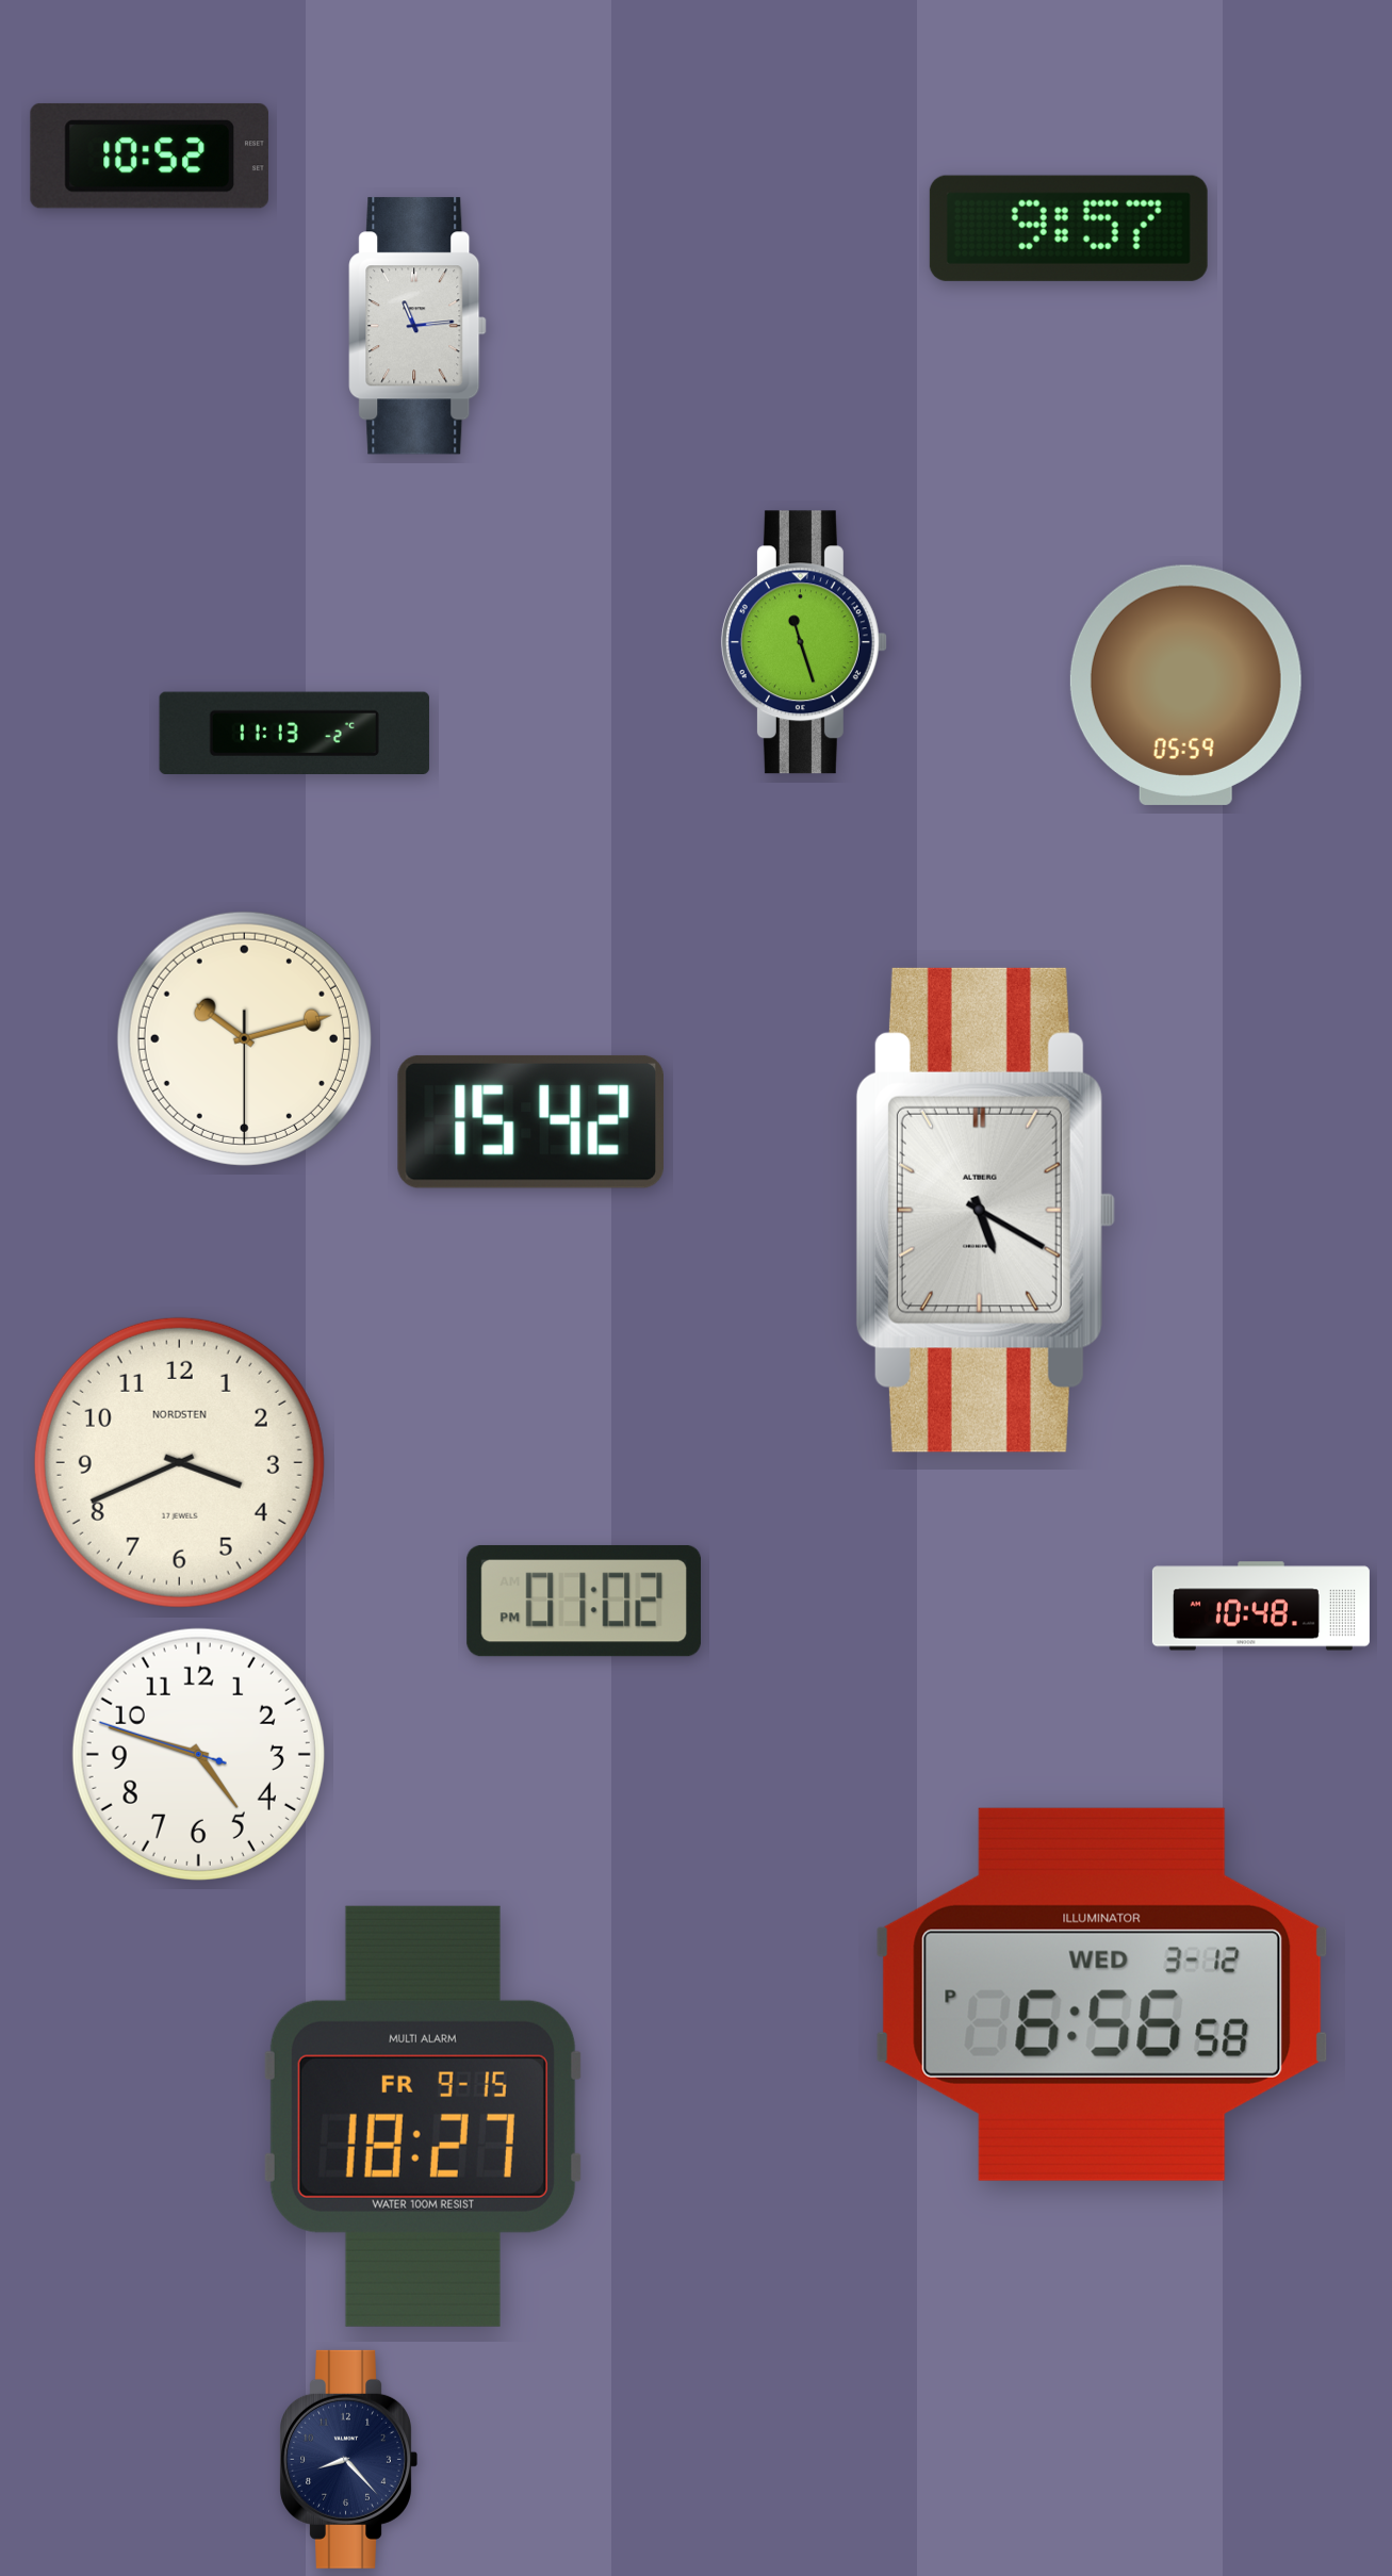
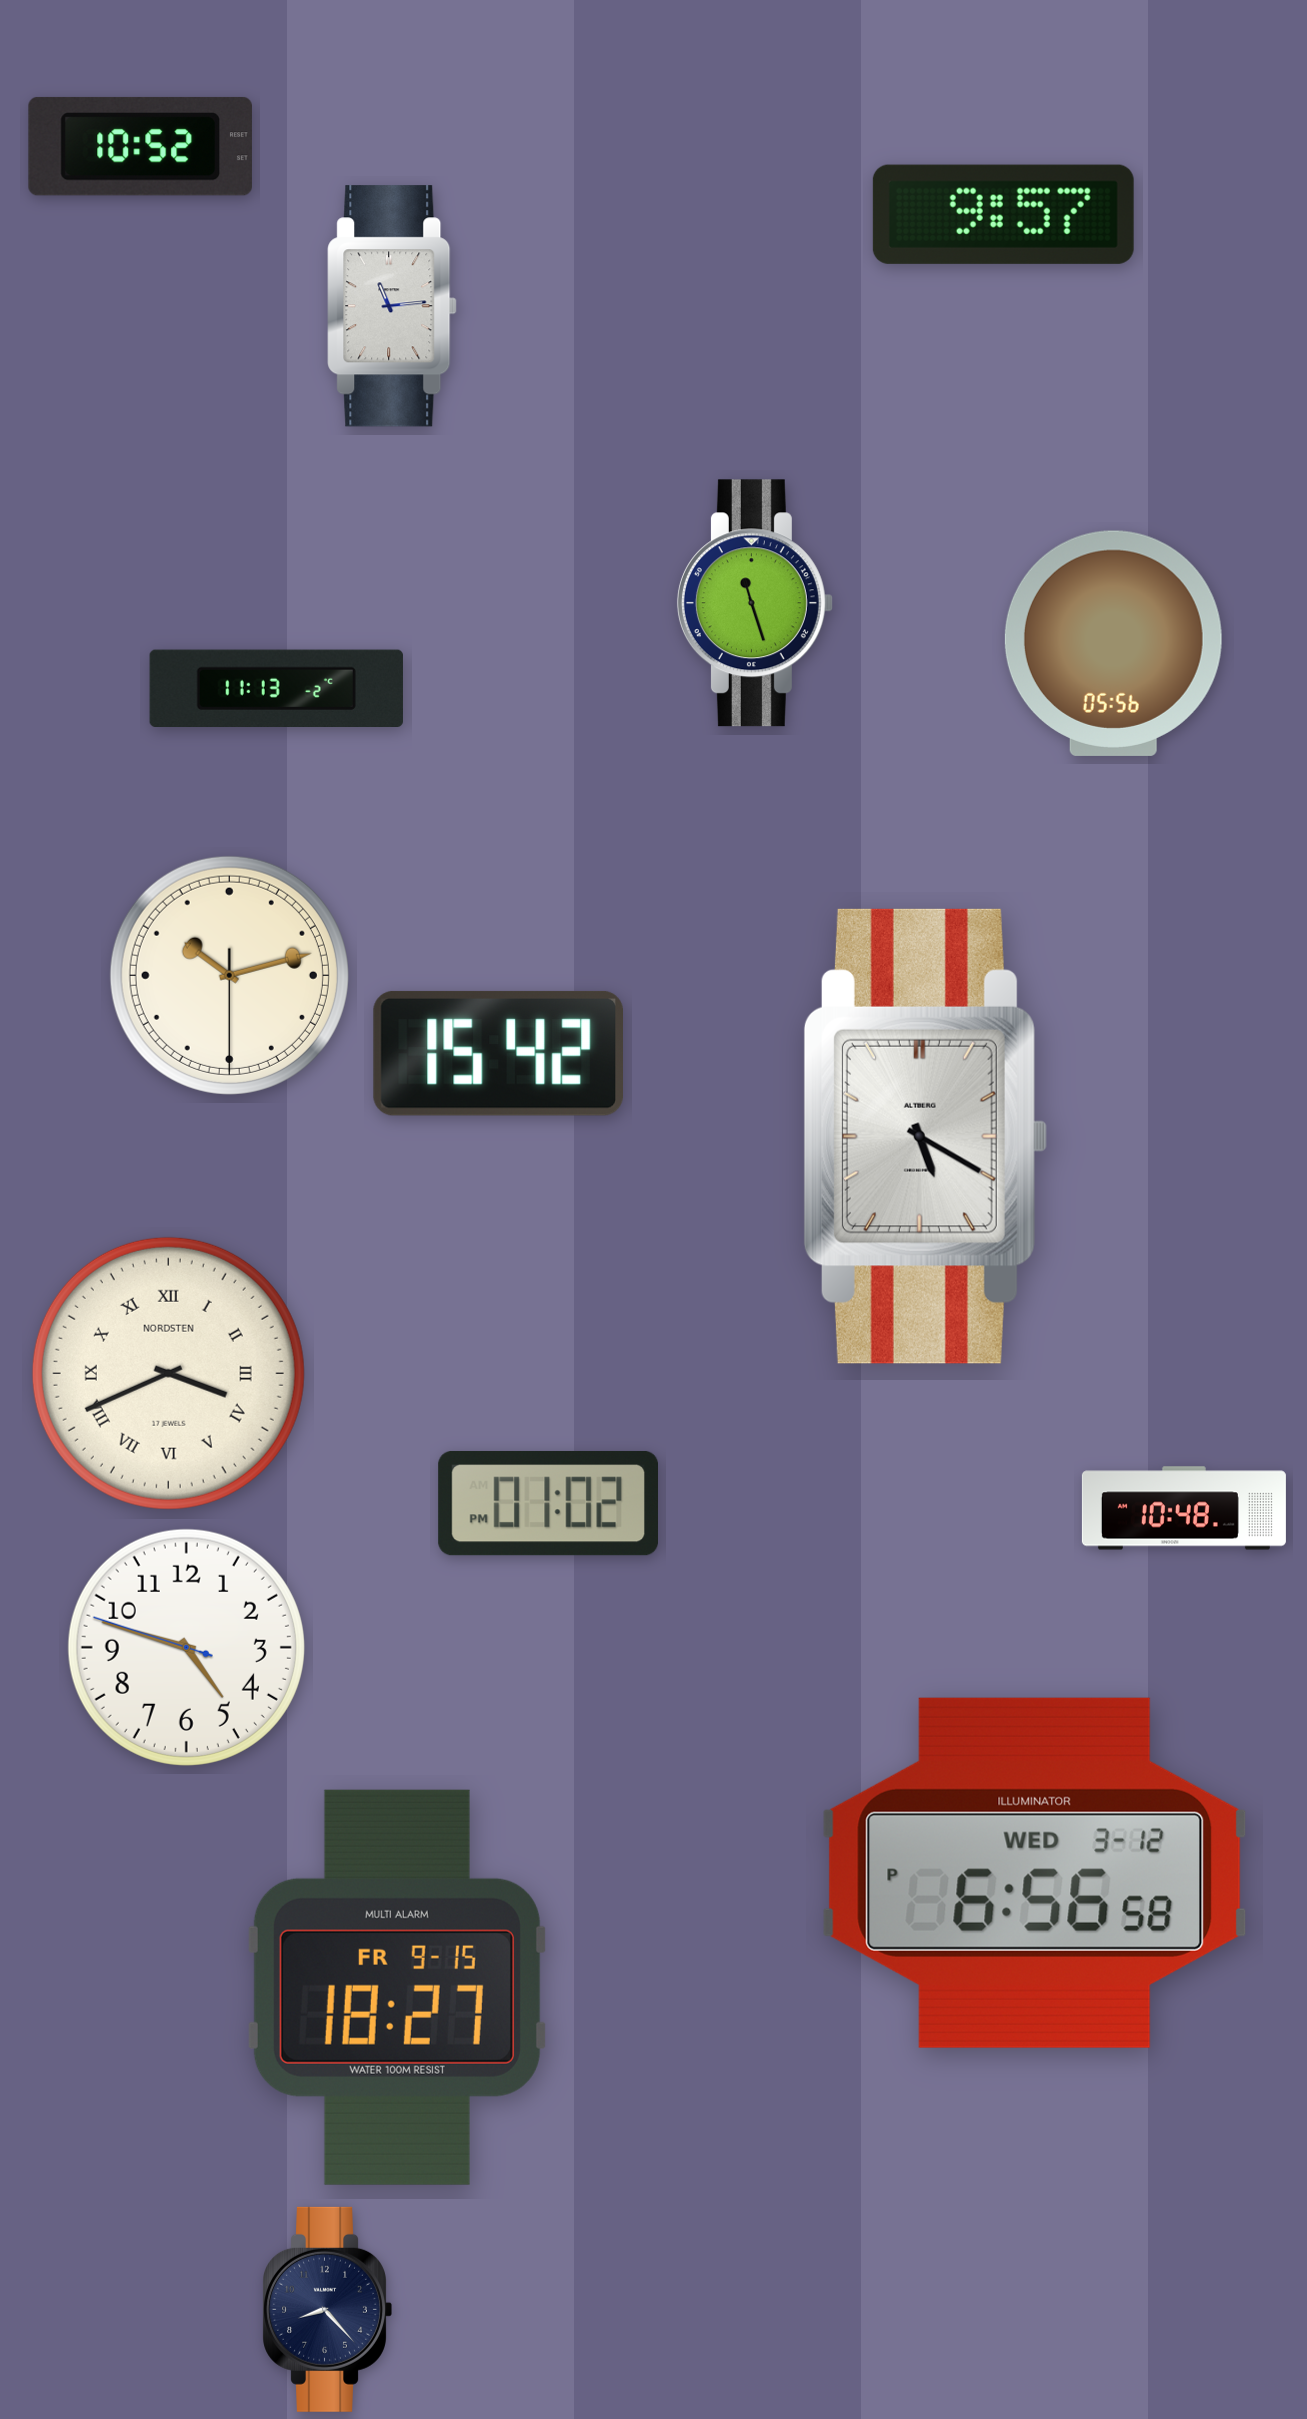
clock at (1185, 685): 05:59 -> 05:56
clock at (179, 1462) numerals: Arabic -> Roman
